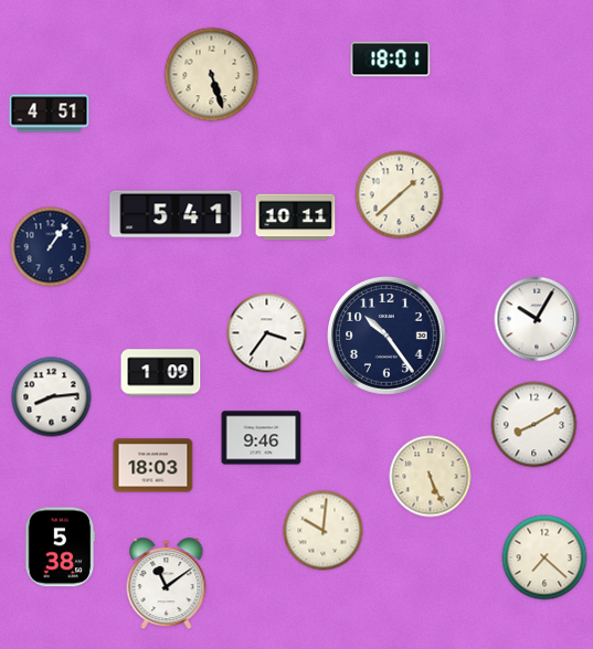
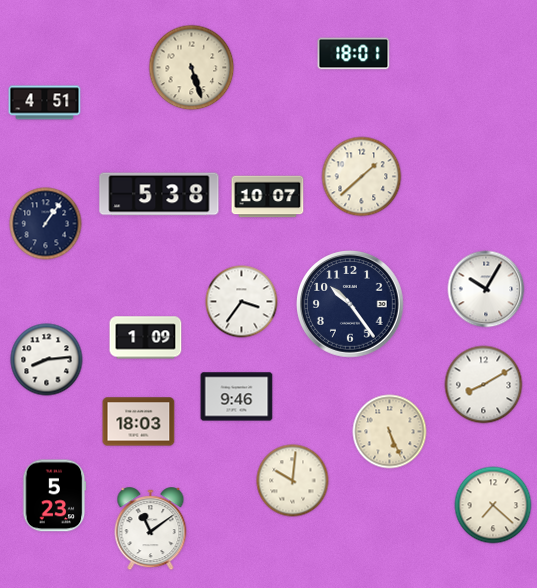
clock at (176, 214): 5:41 -> 5:38
clock at (296, 217): 10:11 -> 10:07
clock at (61, 547): 5:38 -> 5:23
